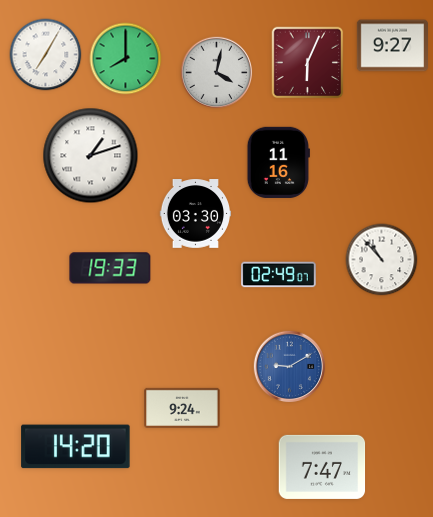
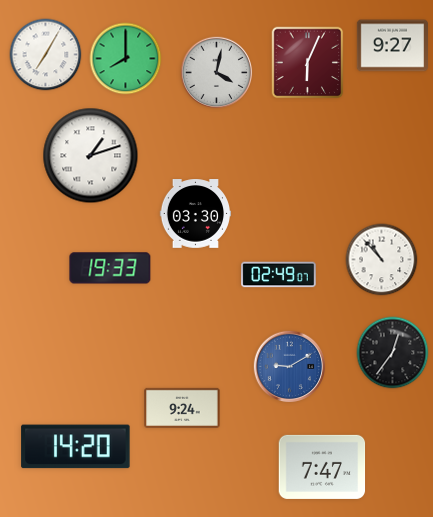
clock at (278, 162): 11:16 -> none
clock at (393, 353): none -> 12:36
